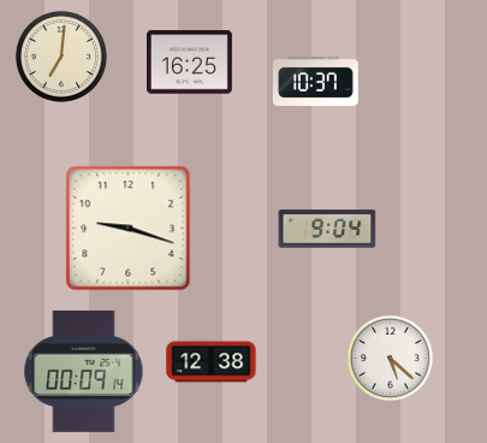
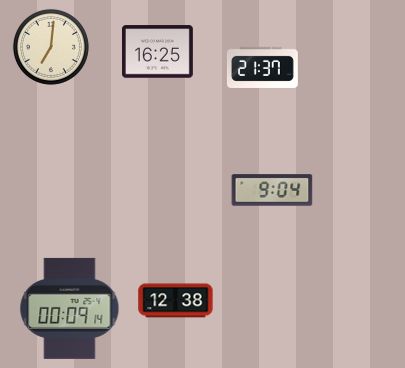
clock at (315, 81): 10:37 -> 21:37
clock at (129, 229): 9:18 -> none
clock at (391, 359): 5:22 -> none
